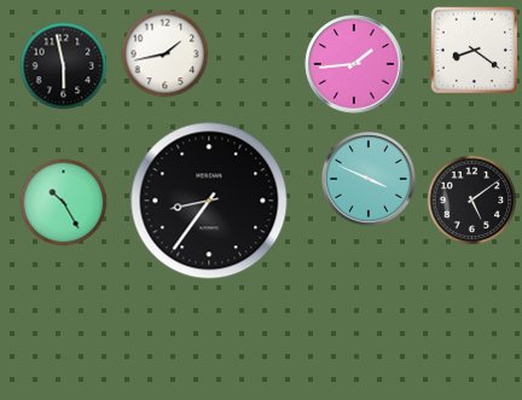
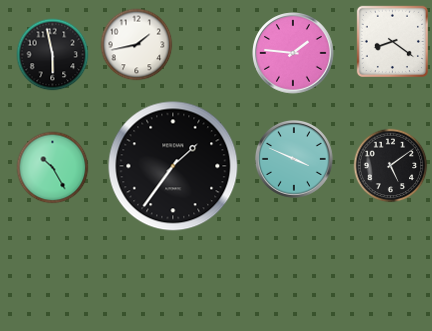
clock at (354, 64): 1:44 -> 1:46
clock at (370, 180) position: (370, 180) -> (295, 160)
clock at (209, 201): 8:36 -> 1:36
